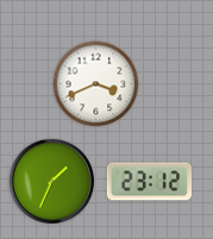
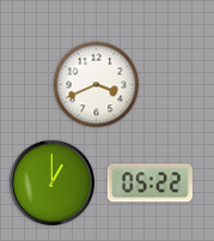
clock at (51, 181): 1:34 -> 1:00
clock at (149, 182): 23:12 -> 05:22
